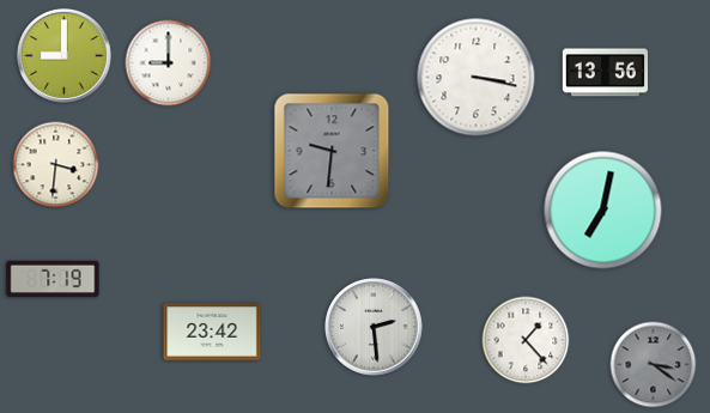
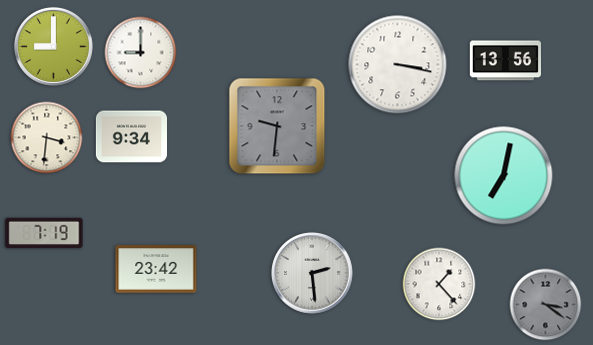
clock at (131, 137): none -> 9:34
clock at (212, 332) position: (212, 332) -> (156, 269)
